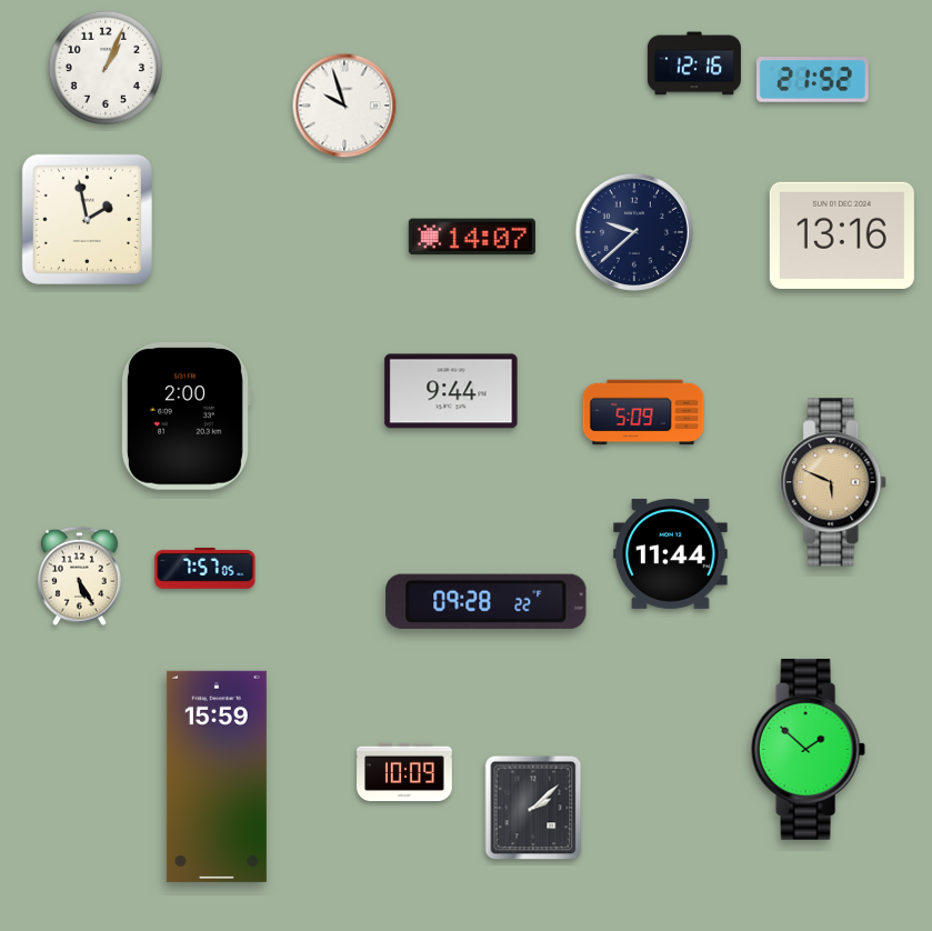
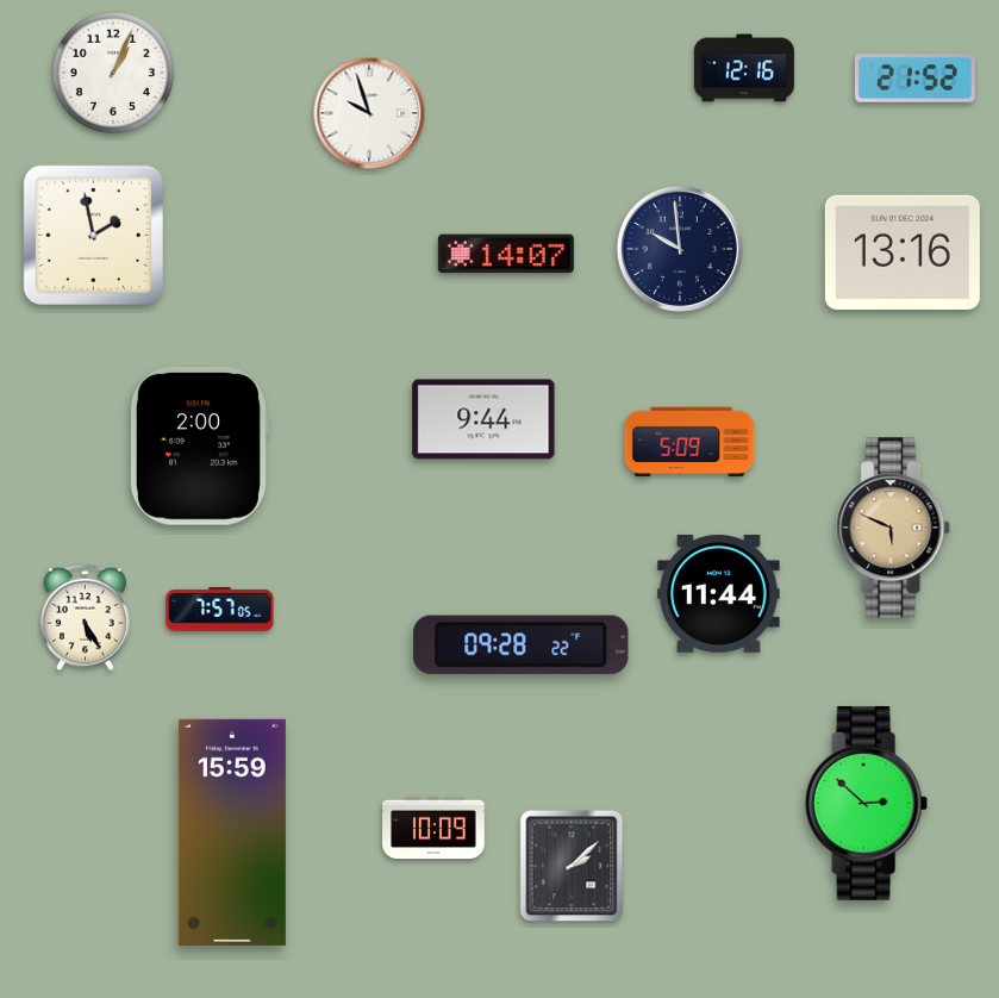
clock at (812, 80) position: (812, 80) -> (914, 79)
clock at (634, 232): 9:38 -> 9:59
clock at (834, 482) position: (834, 482) -> (894, 528)
clock at (808, 749): 1:52 -> 2:52
